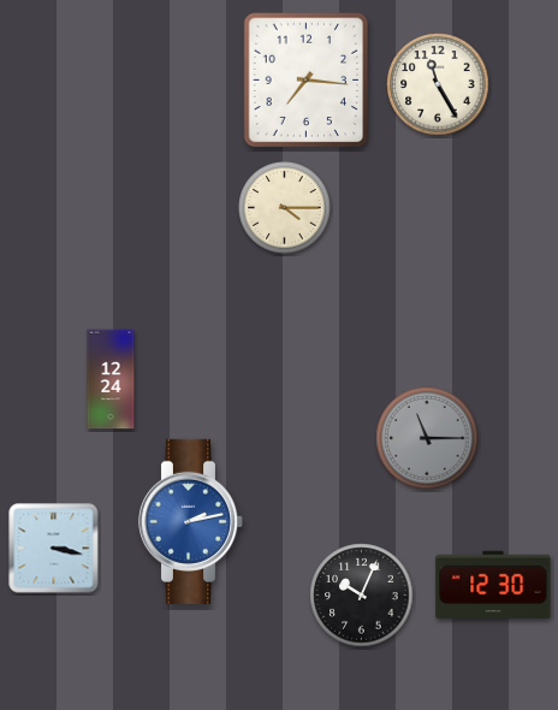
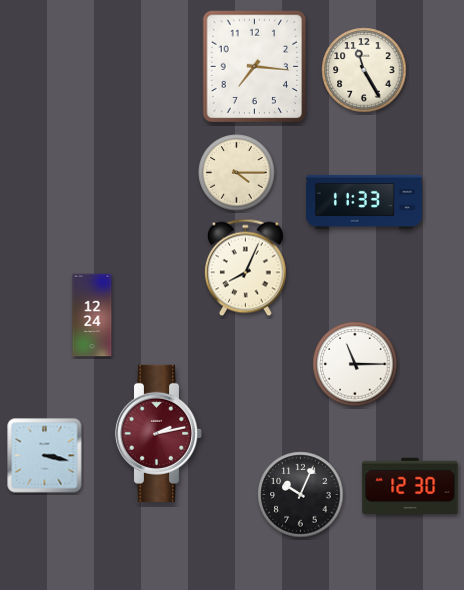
clock at (364, 202): none -> 11:33
clock at (245, 268): none -> 8:04
clock at (427, 438) dial: grey -> white
clock at (191, 521) dial: blue -> burgundy
